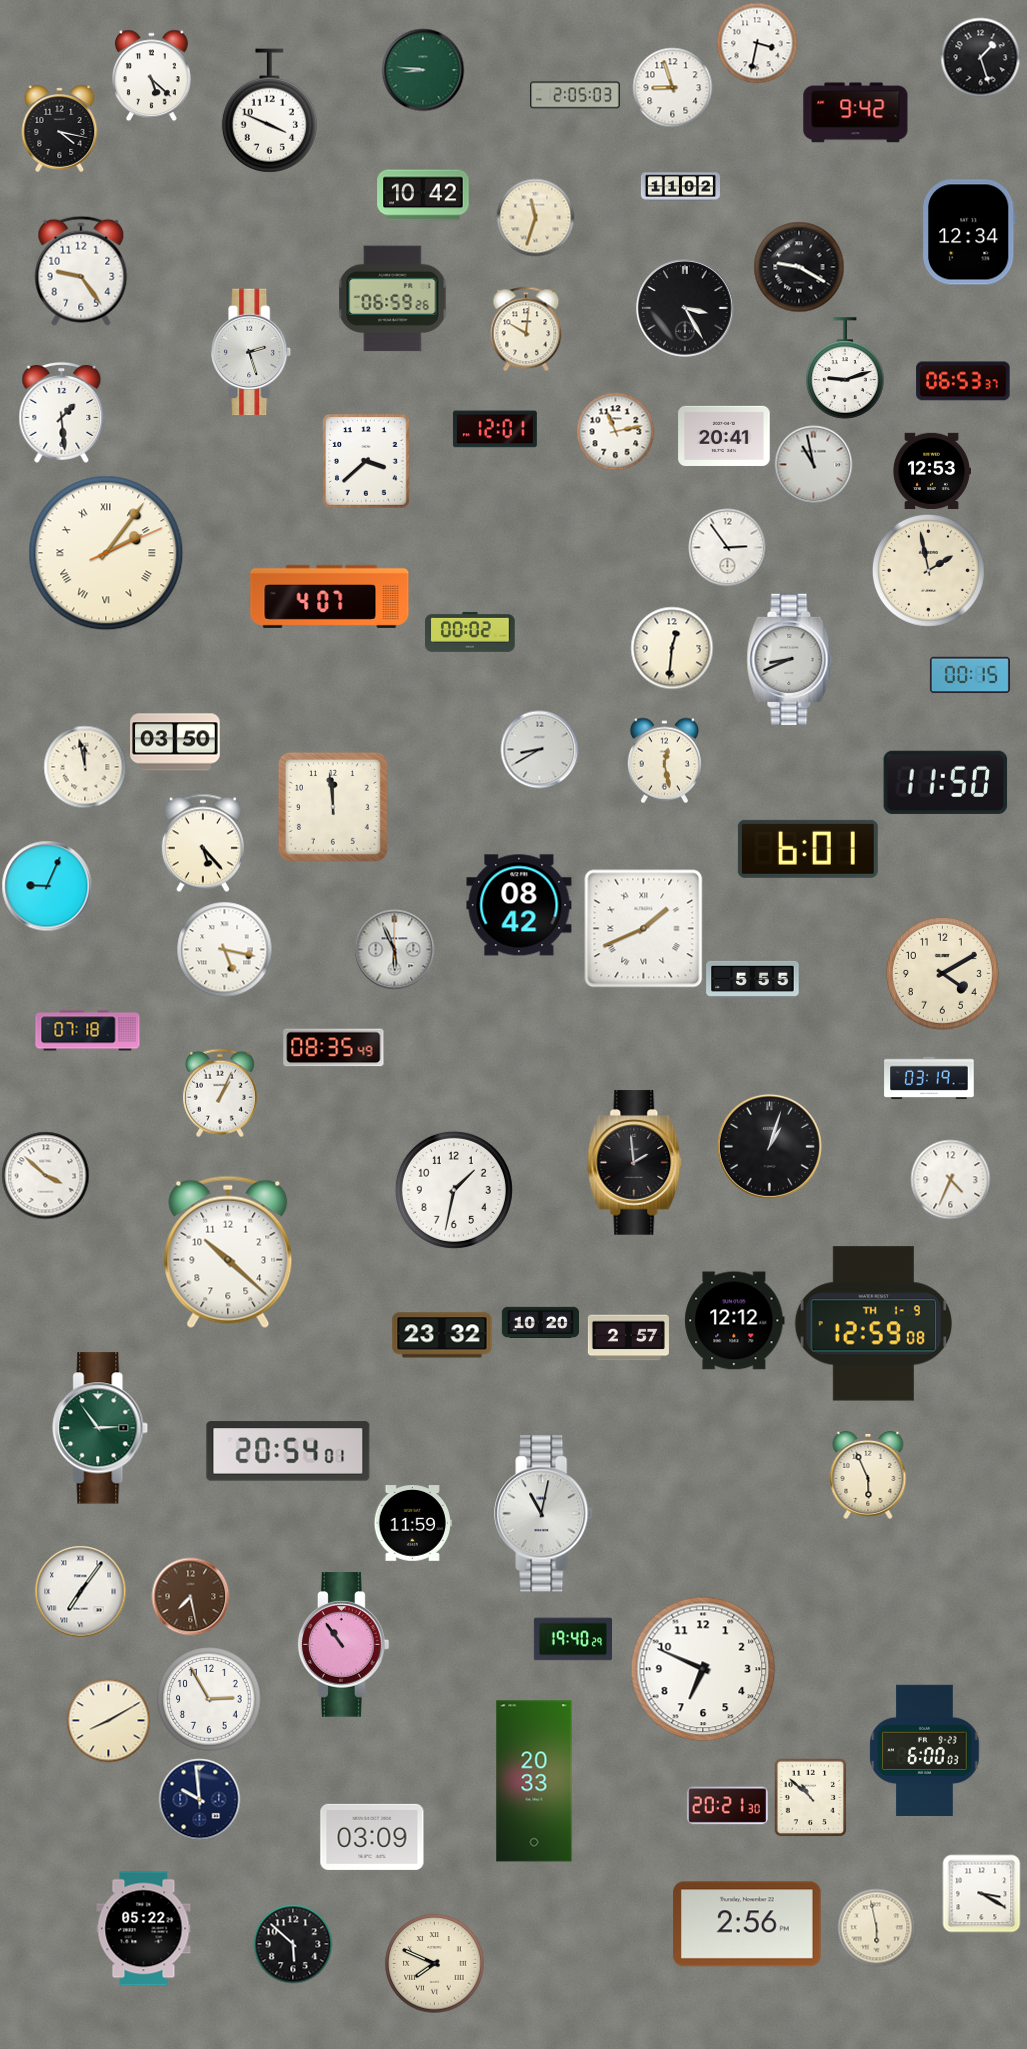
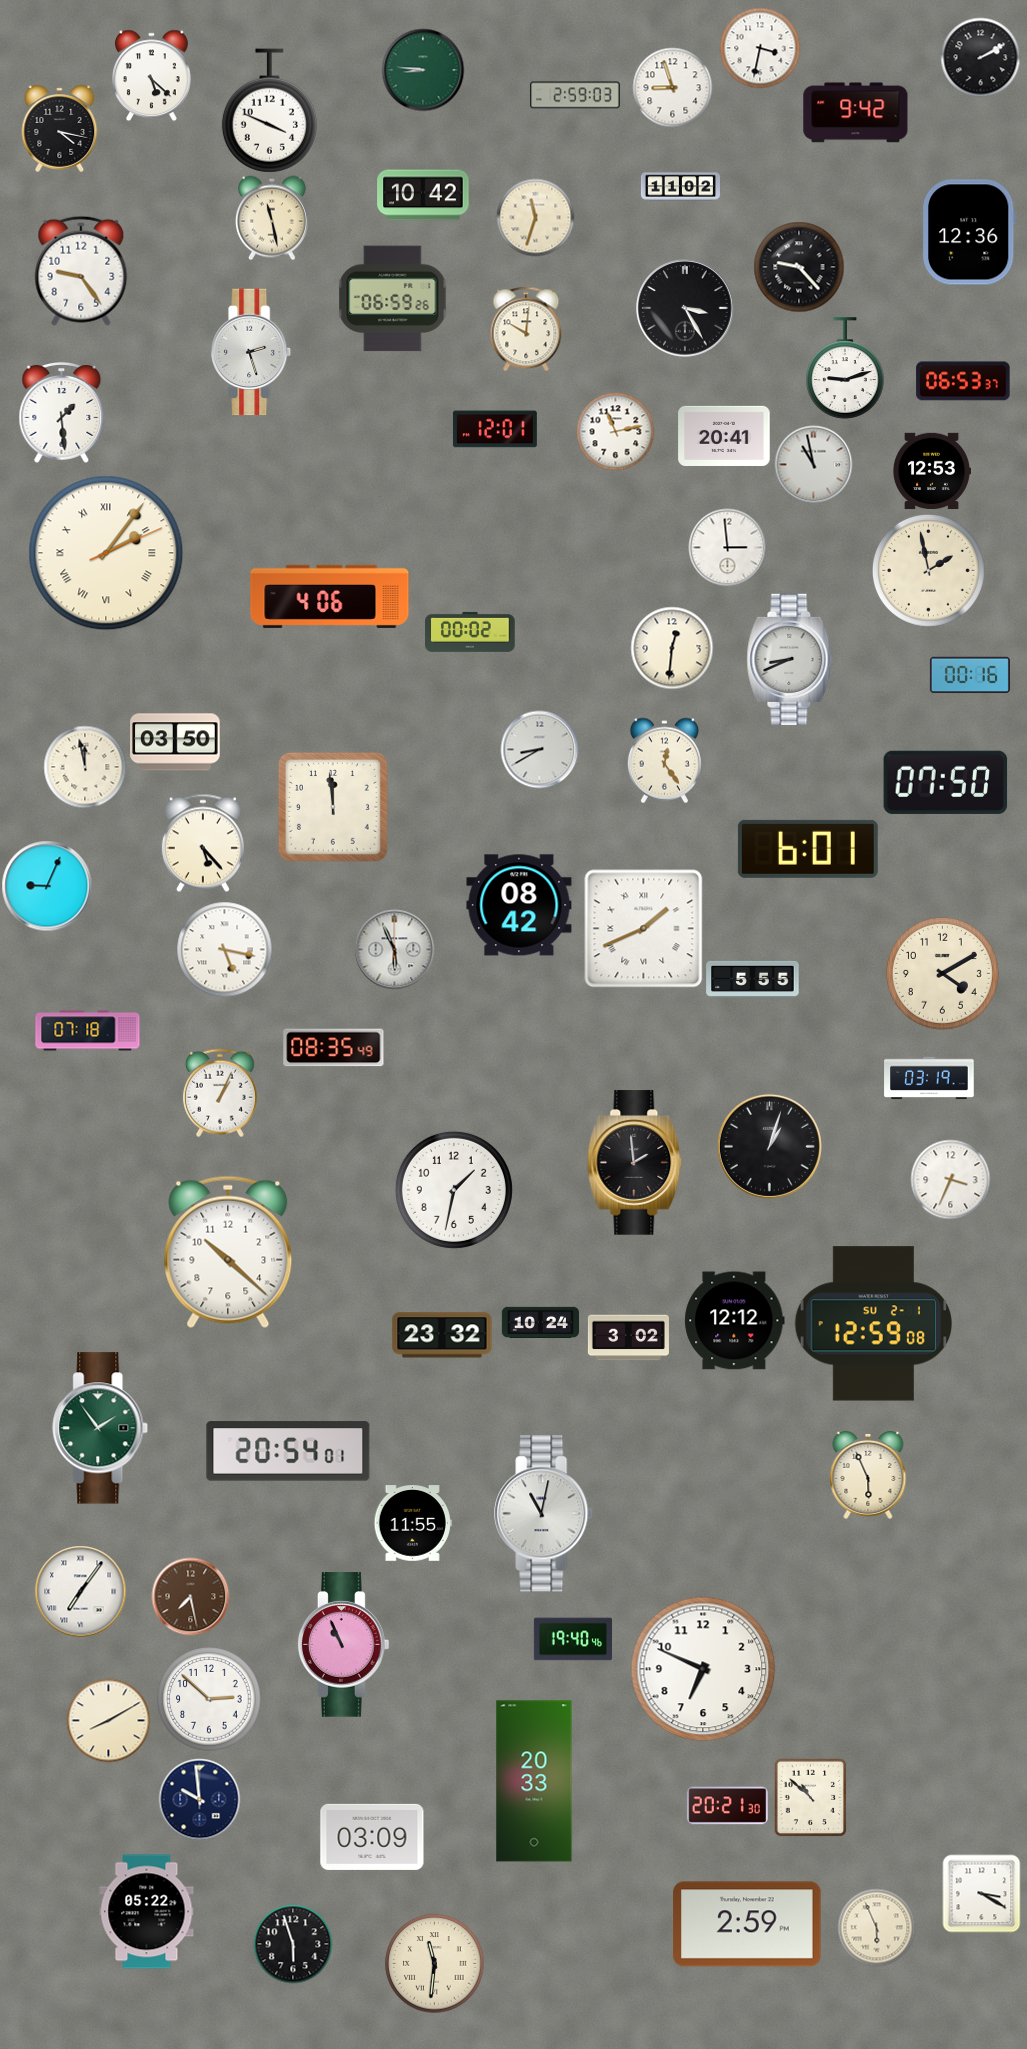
clock at (757, 43) position: (757, 43) -> (760, 48)
clock at (980, 57): 1:27 -> 2:10
clock at (575, 95): 2:05 -> 2:59
clock at (272, 218): none -> 11:28
clock at (969, 232): 12:34 -> 12:36
clock at (799, 267): 9:20 -> 9:23
clock at (367, 462): 3:38 -> none
clock at (727, 547): 2:54 -> 2:59
clock at (330, 596): 4:07 -> 4:06
clock at (970, 675): 00:15 -> 00:16
clock at (664, 760): 12:28 -> 12:24
clock at (946, 782): 11:50 -> 07:50
clock at (45, 1175): 3:52 -> none
clock at (950, 1179): 4:34 -> 3:34
clock at (540, 1322): 10:20 -> 10:24
clock at (873, 1324) date: TH 1-9 -> SU 2-1
clock at (628, 1338): 2:57 -> 3:02
clock at (101, 1428): 2:54 -> 1:54
clock at (413, 1523): 11:59 -> 11:55
clock at (572, 1639): 19:40:29 -> 19:40:46
clock at (343, 1645): 10:54 -> 10:56
clock at (209, 1699): 2:55 -> 2:52
clock at (925, 1750): 6:00 -> none
clock at (747, 1924): 2:56 -> 2:59
clock at (876, 1927): 5:58 -> 5:56
clock at (144, 1929) position: (144, 1929) -> (147, 1912)
clock at (293, 1944): 5:52 -> 5:57
clock at (435, 1964): 7:49 -> 11:31
